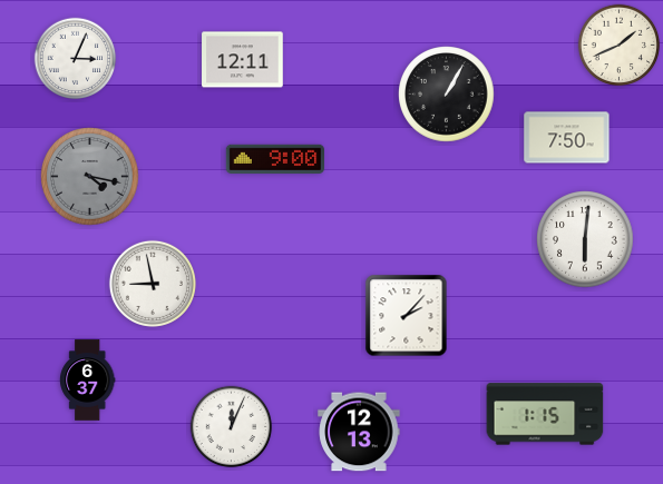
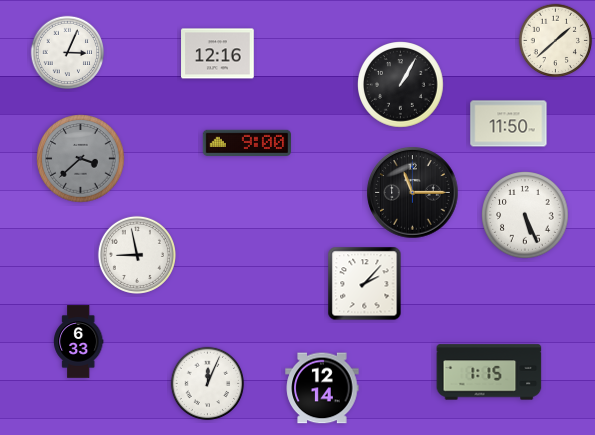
clock at (620, 46): 1:41 -> 1:38
clock at (243, 60): 12:11 -> 12:16
clock at (567, 138): 7:50 -> 11:50
clock at (90, 177): 4:17 -> 3:38
clock at (413, 193): none -> 11:15
clock at (585, 239): 6:01 -> 5:26
clock at (88, 381): 6:37 -> 6:33
clock at (359, 432): 12:13 -> 12:14
